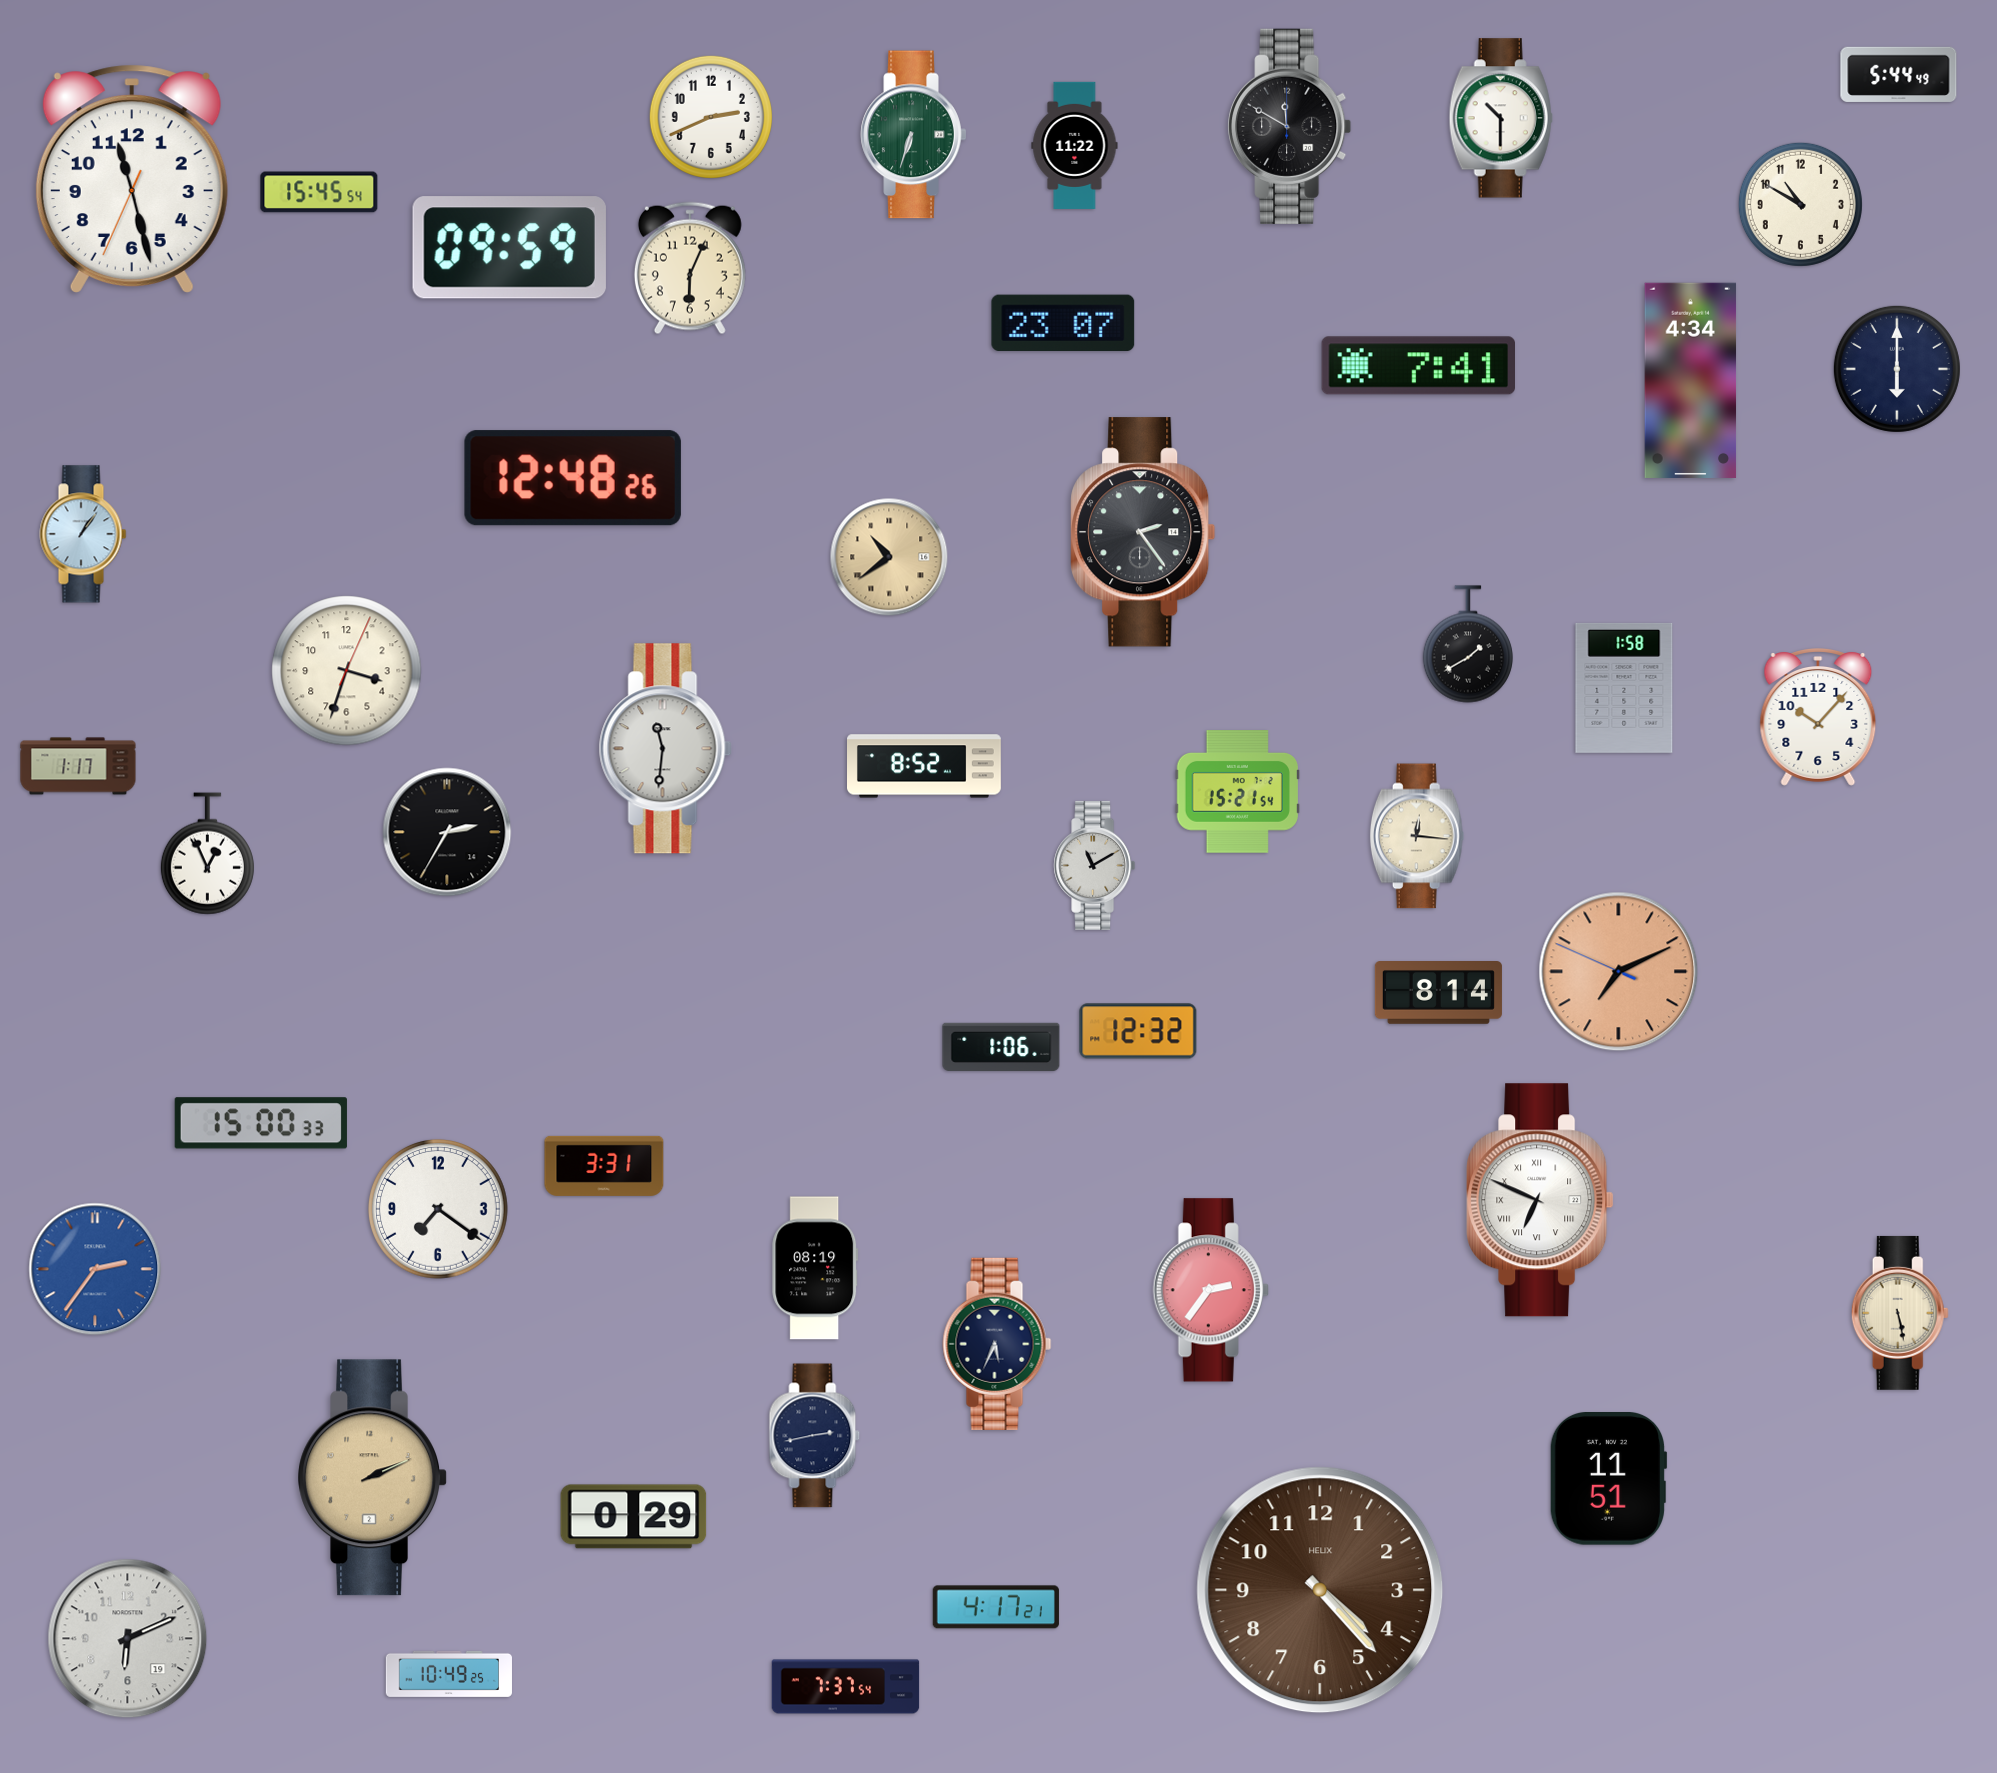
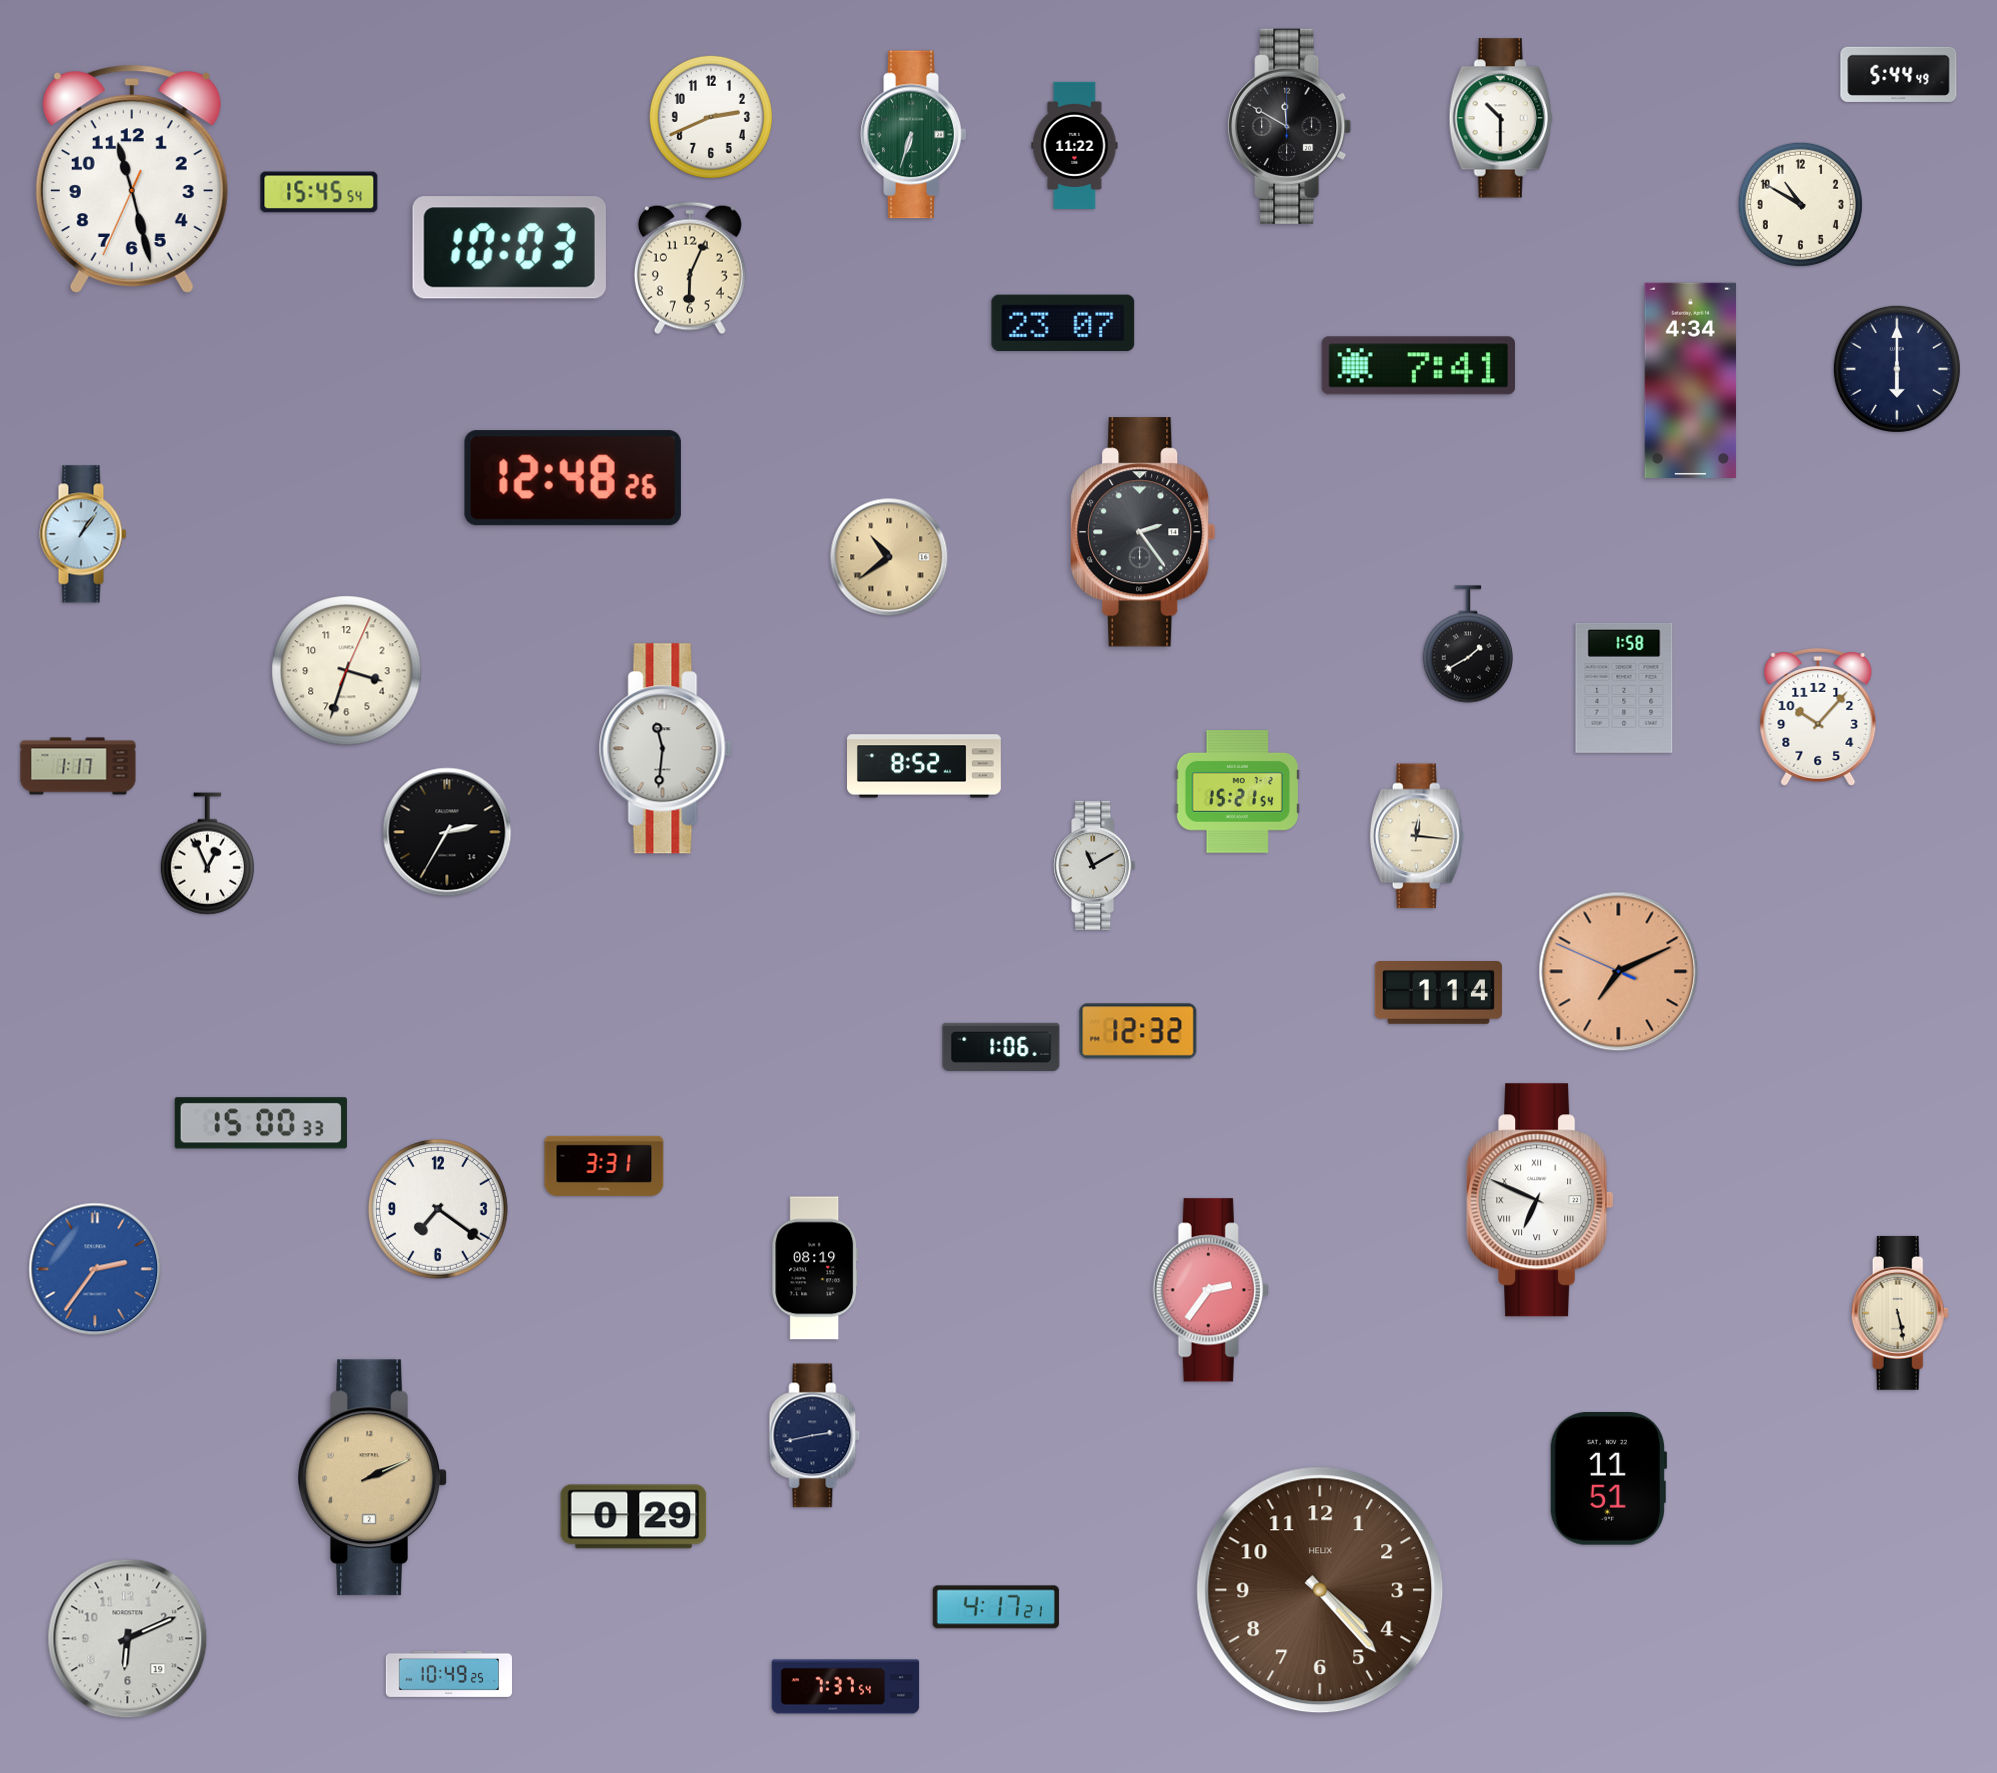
clock at (509, 248): 09:59 -> 10:03
clock at (1438, 993): 8:14 -> 1:14
clock at (997, 1344): 5:34 -> none
